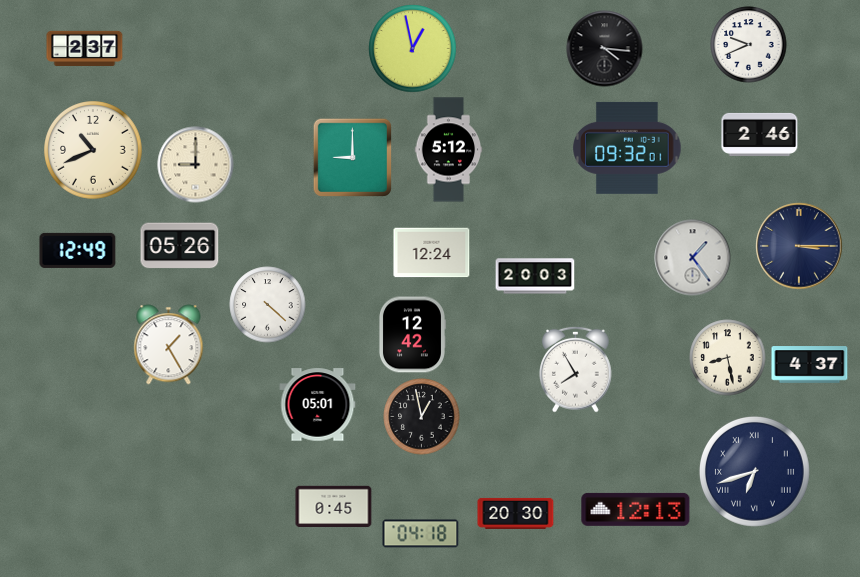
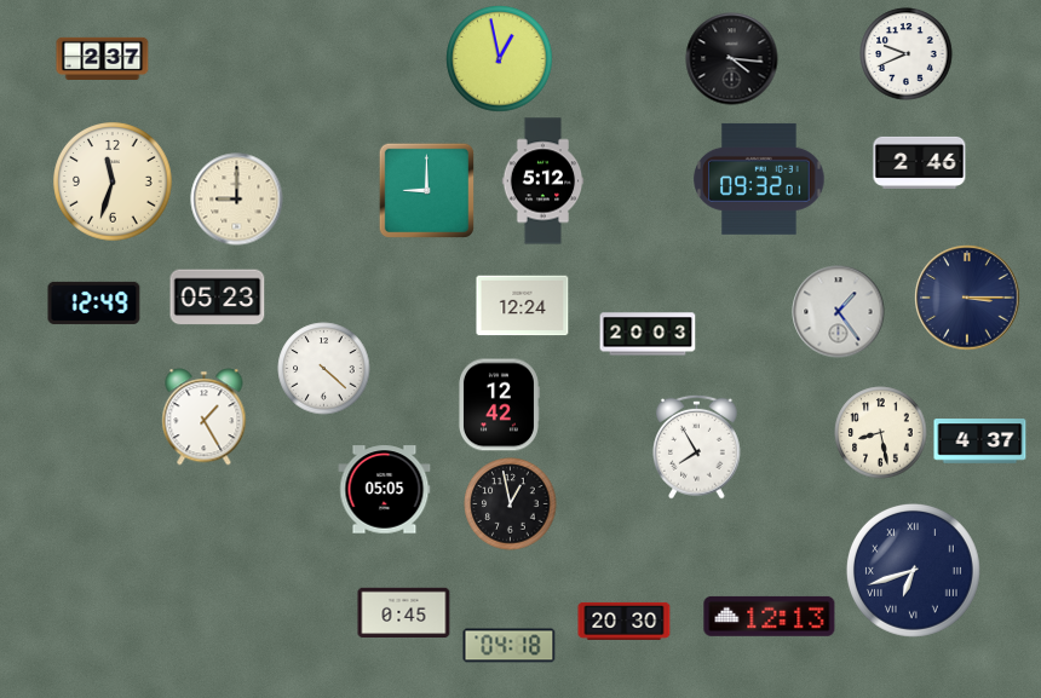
clock at (93, 150): 10:41 -> 11:33
clock at (180, 246): 05:26 -> 05:23
clock at (318, 405): 05:01 -> 05:05
